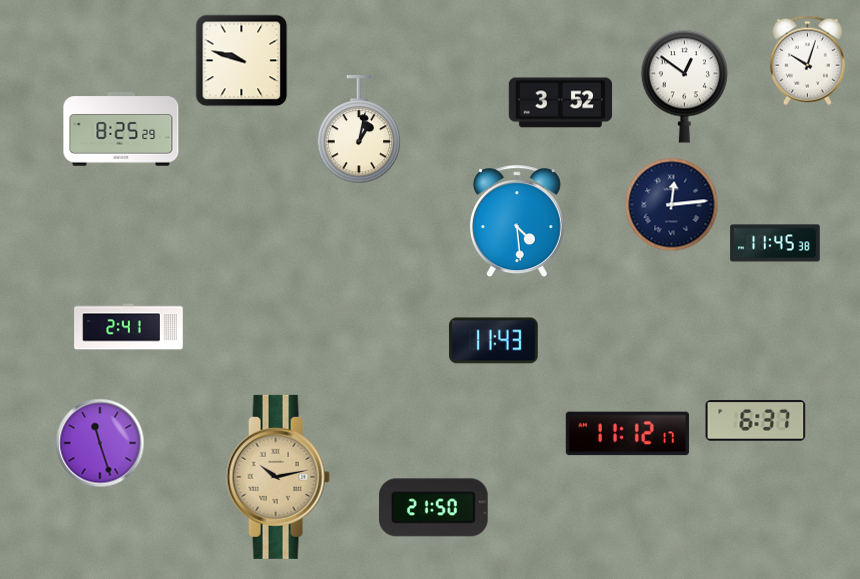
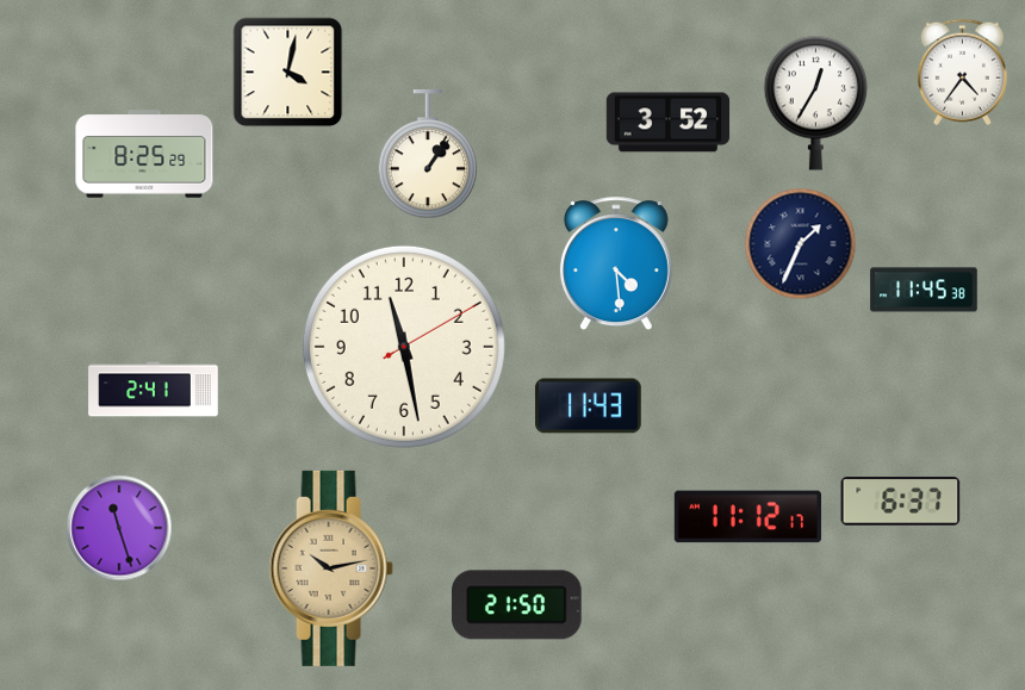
clock at (242, 61): 9:48 -> 4:02
clock at (807, 61): 10:03 -> 4:36
clock at (684, 86): 12:51 -> 12:35
clock at (359, 130): 1:02 -> 1:06
clock at (672, 205): 12:14 -> 1:34
clock at (404, 347): none -> 11:28
